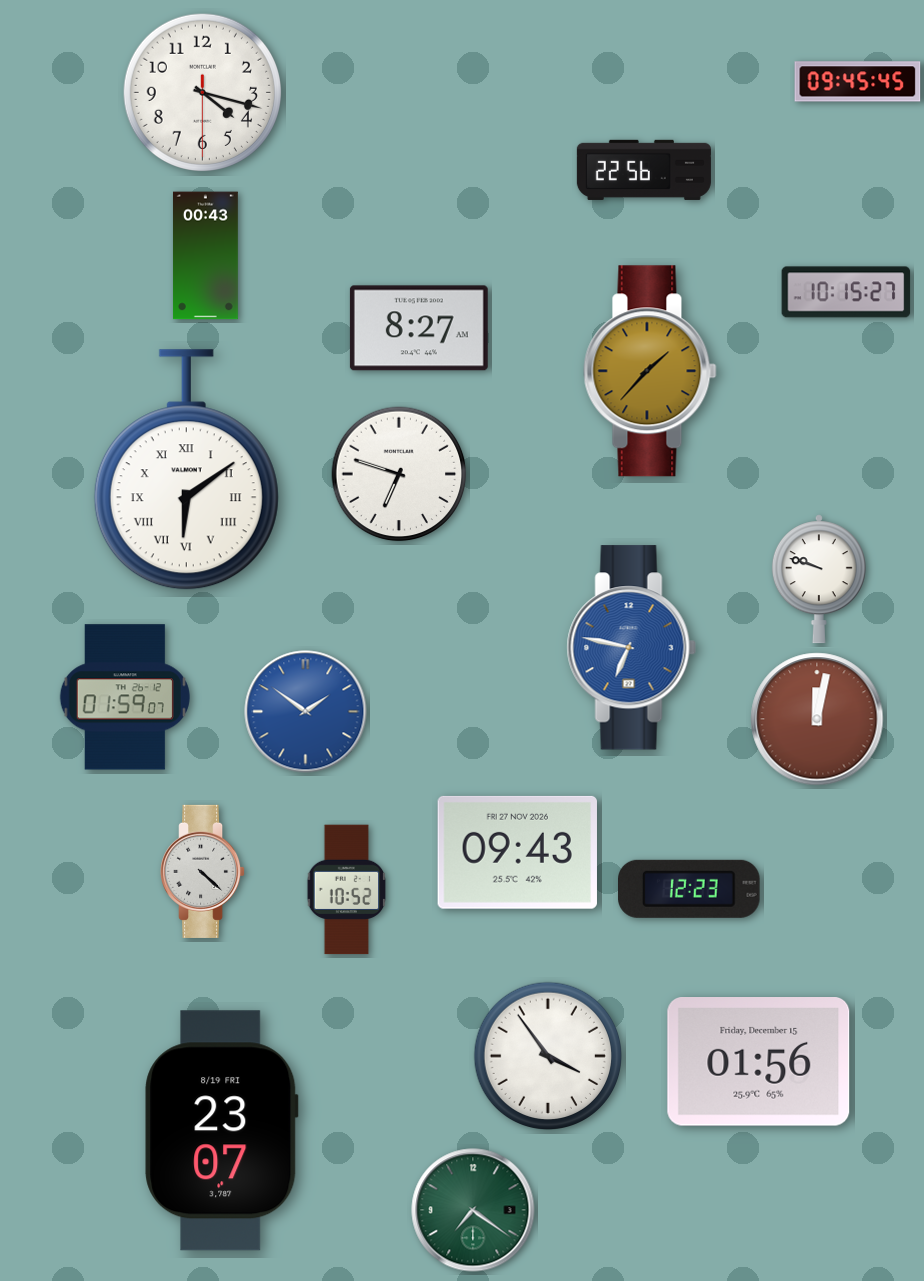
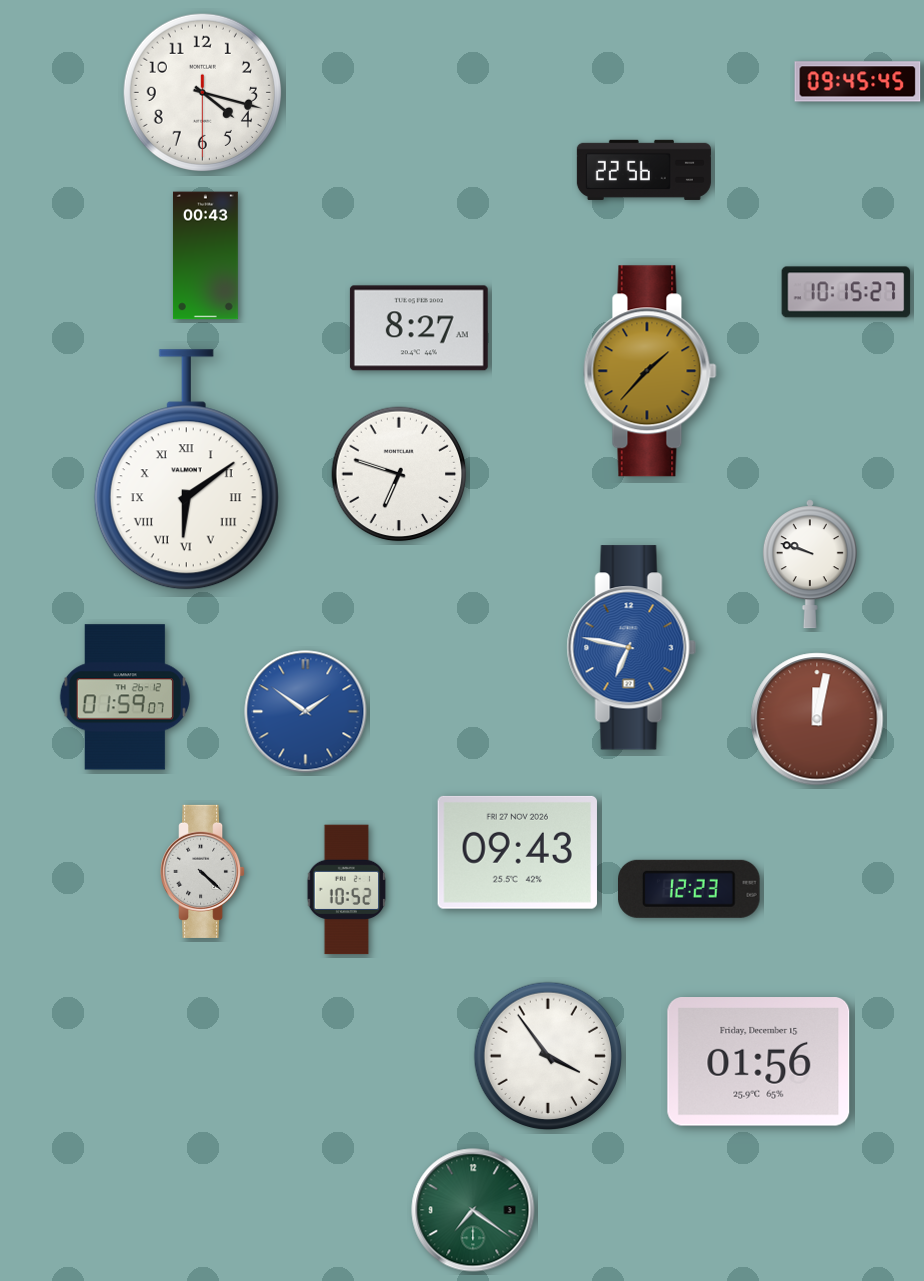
clock at (819, 579) position: (819, 579) -> (810, 564)
clock at (222, 1131): 23:07 -> none
